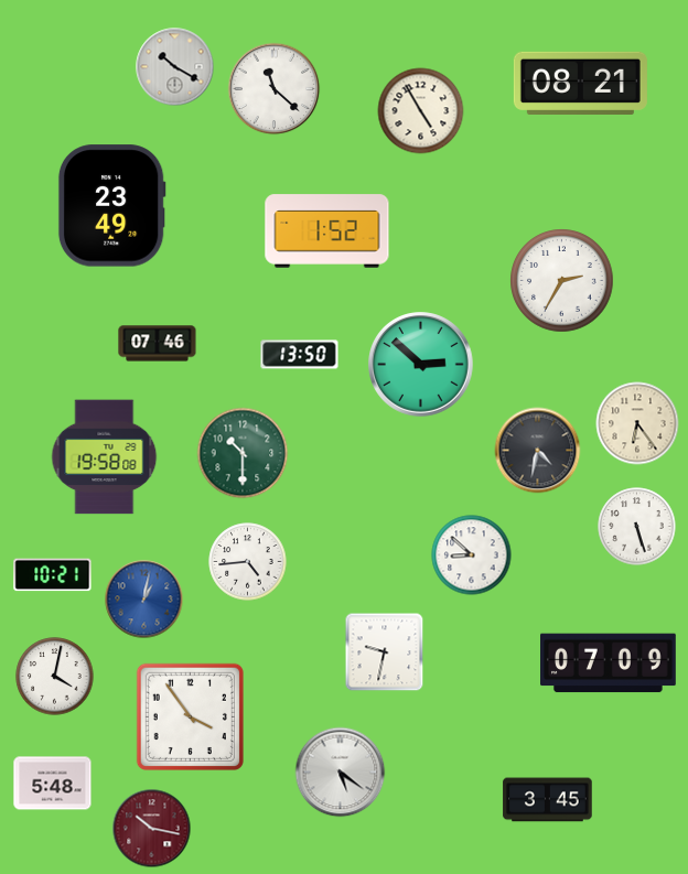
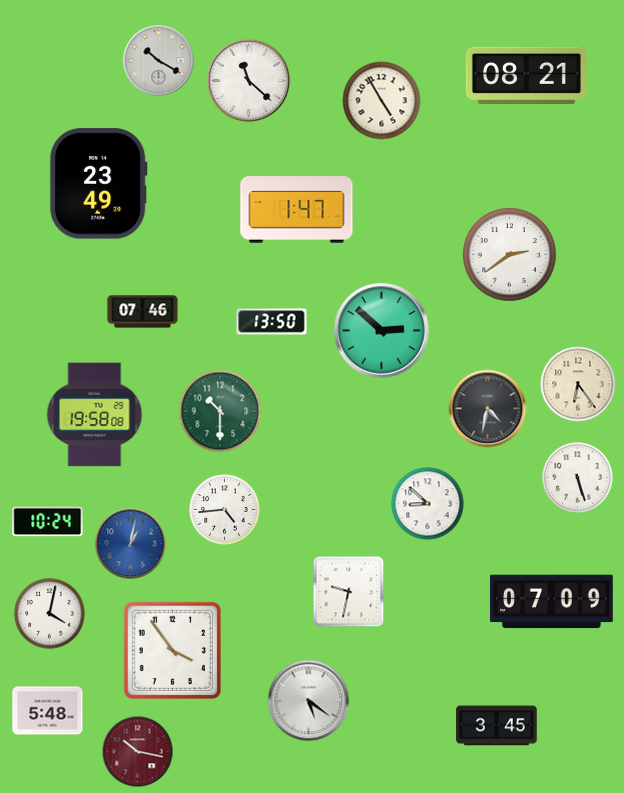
clock at (111, 206) position: (111, 206) -> (98, 184)
clock at (327, 231): 1:52 -> 1:47
clock at (562, 281): 2:35 -> 2:39
clock at (53, 575): 10:21 -> 10:24
